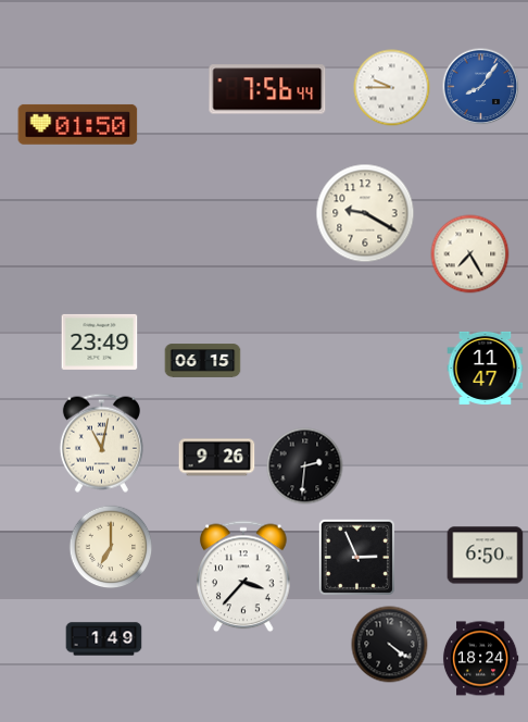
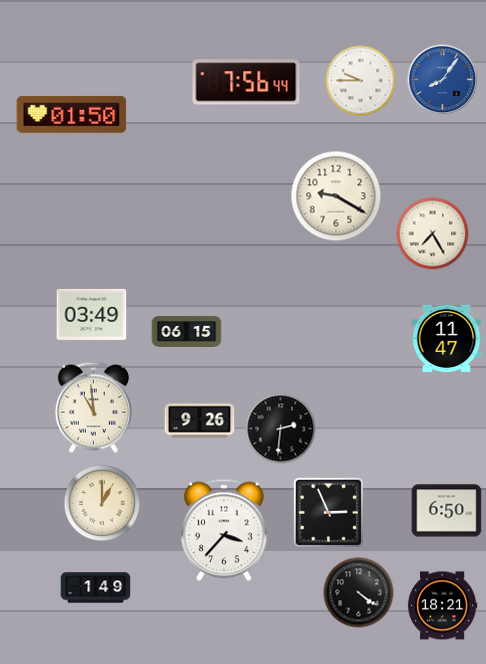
clock at (100, 341): 23:49 -> 03:49
clock at (101, 443): 11:02 -> 10:59
clock at (111, 547): 7:00 -> 1:00
clock at (480, 659): 18:24 -> 18:21
